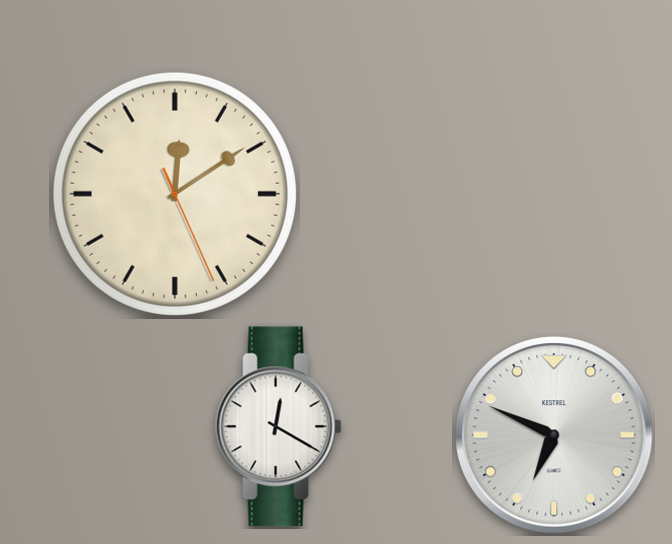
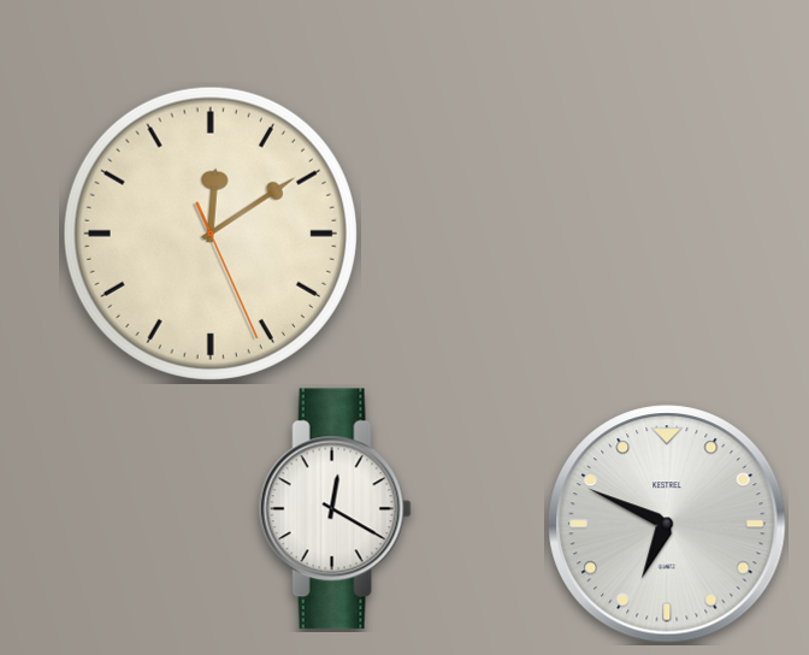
clock at (278, 427) position: (278, 427) -> (335, 509)
